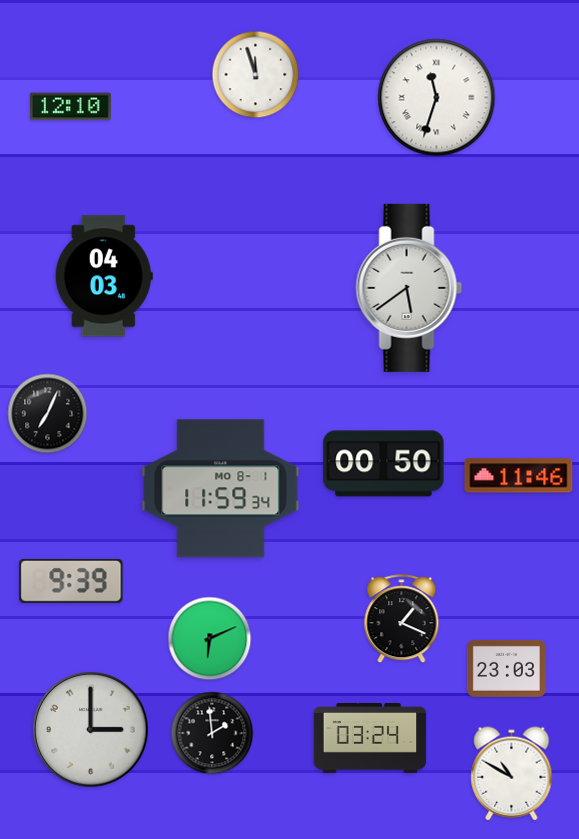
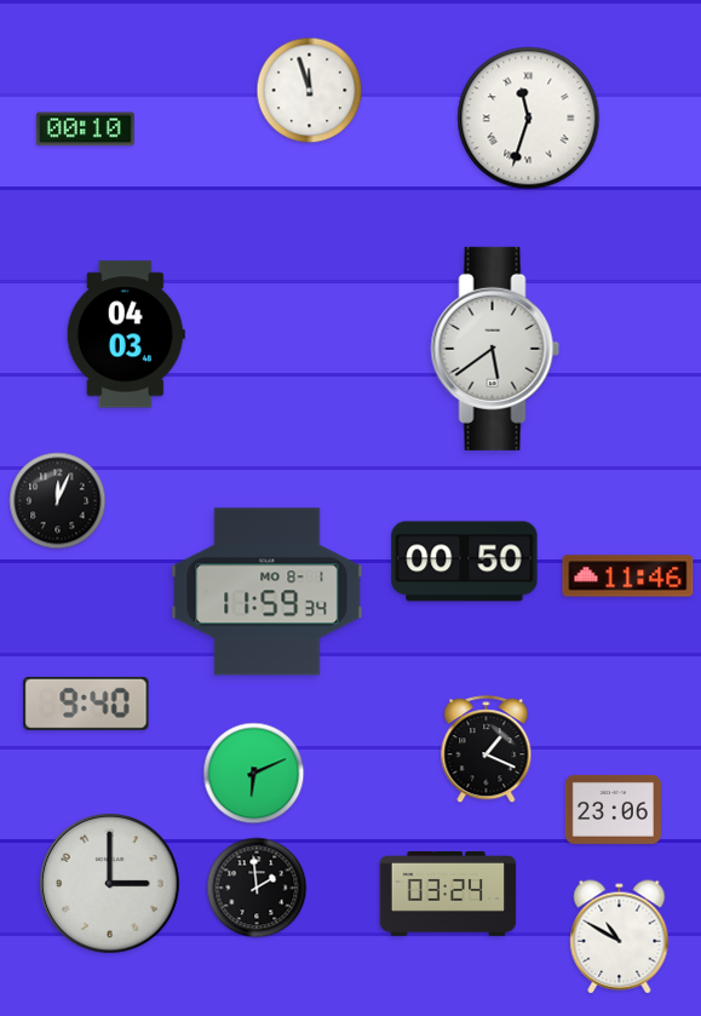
clock at (70, 107): 12:10 -> 00:10
clock at (48, 414): 7:04 -> 12:04
clock at (71, 581): 9:39 -> 9:40
clock at (506, 668): 23:03 -> 23:06
